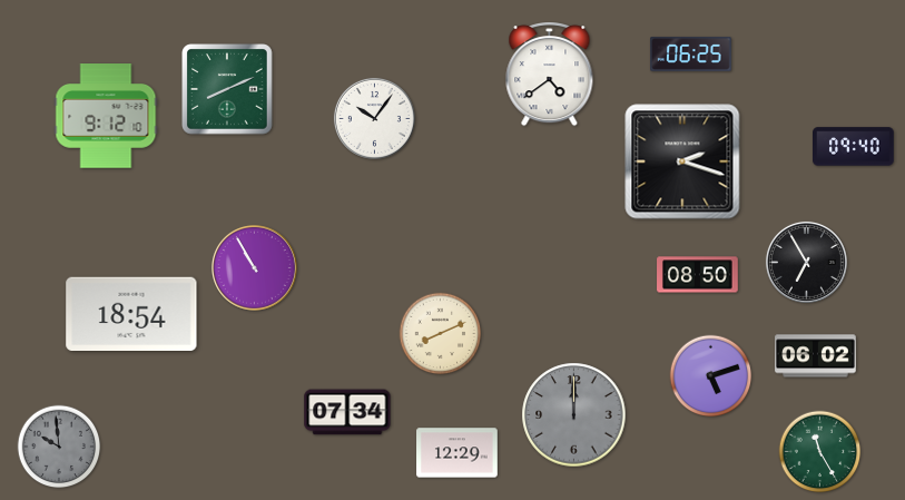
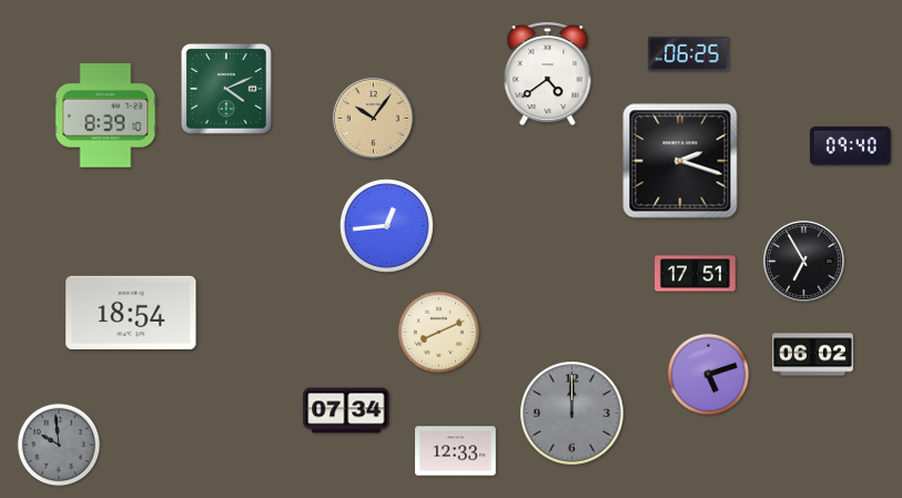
clock at (227, 89): 8:11 -> 4:11
clock at (106, 116): 9:12 -> 8:39
clock at (374, 118) dial: white -> champagne
clock at (386, 225): none -> 12:44
clock at (254, 267): 10:55 -> none
clock at (698, 275): 08:50 -> 17:51
clock at (820, 452): 11:25 -> none
clock at (458, 453): 12:29 -> 12:33
